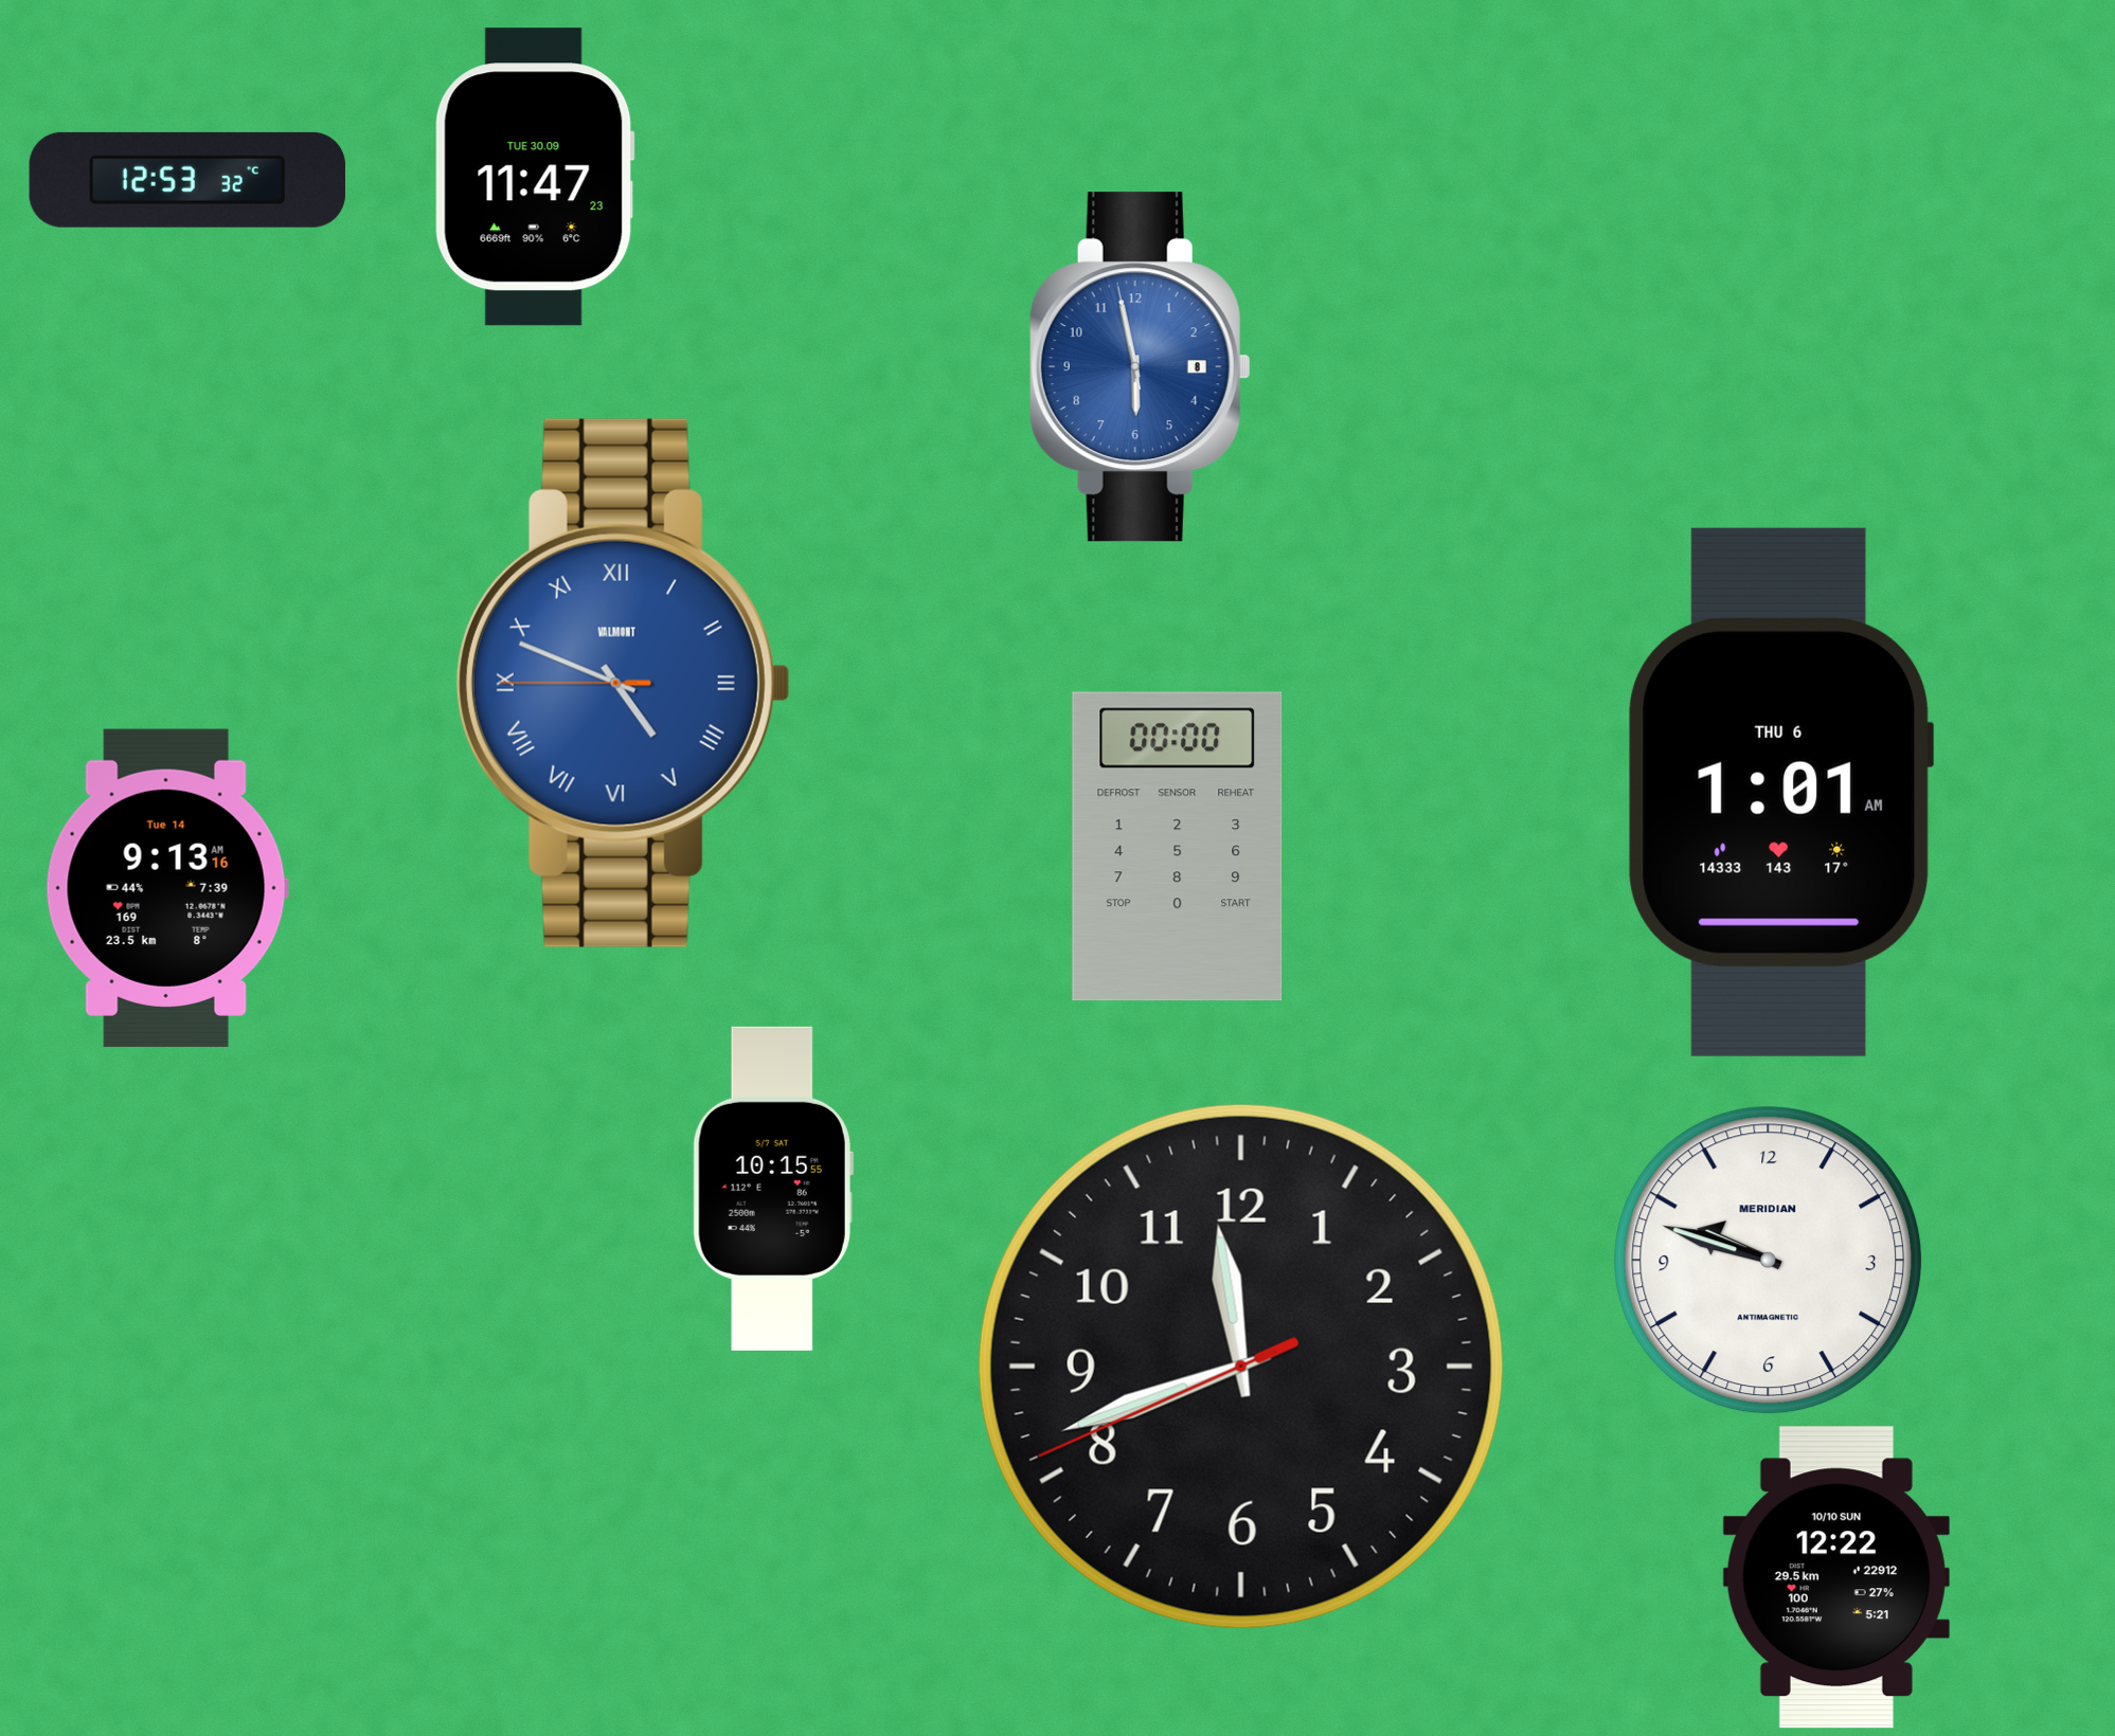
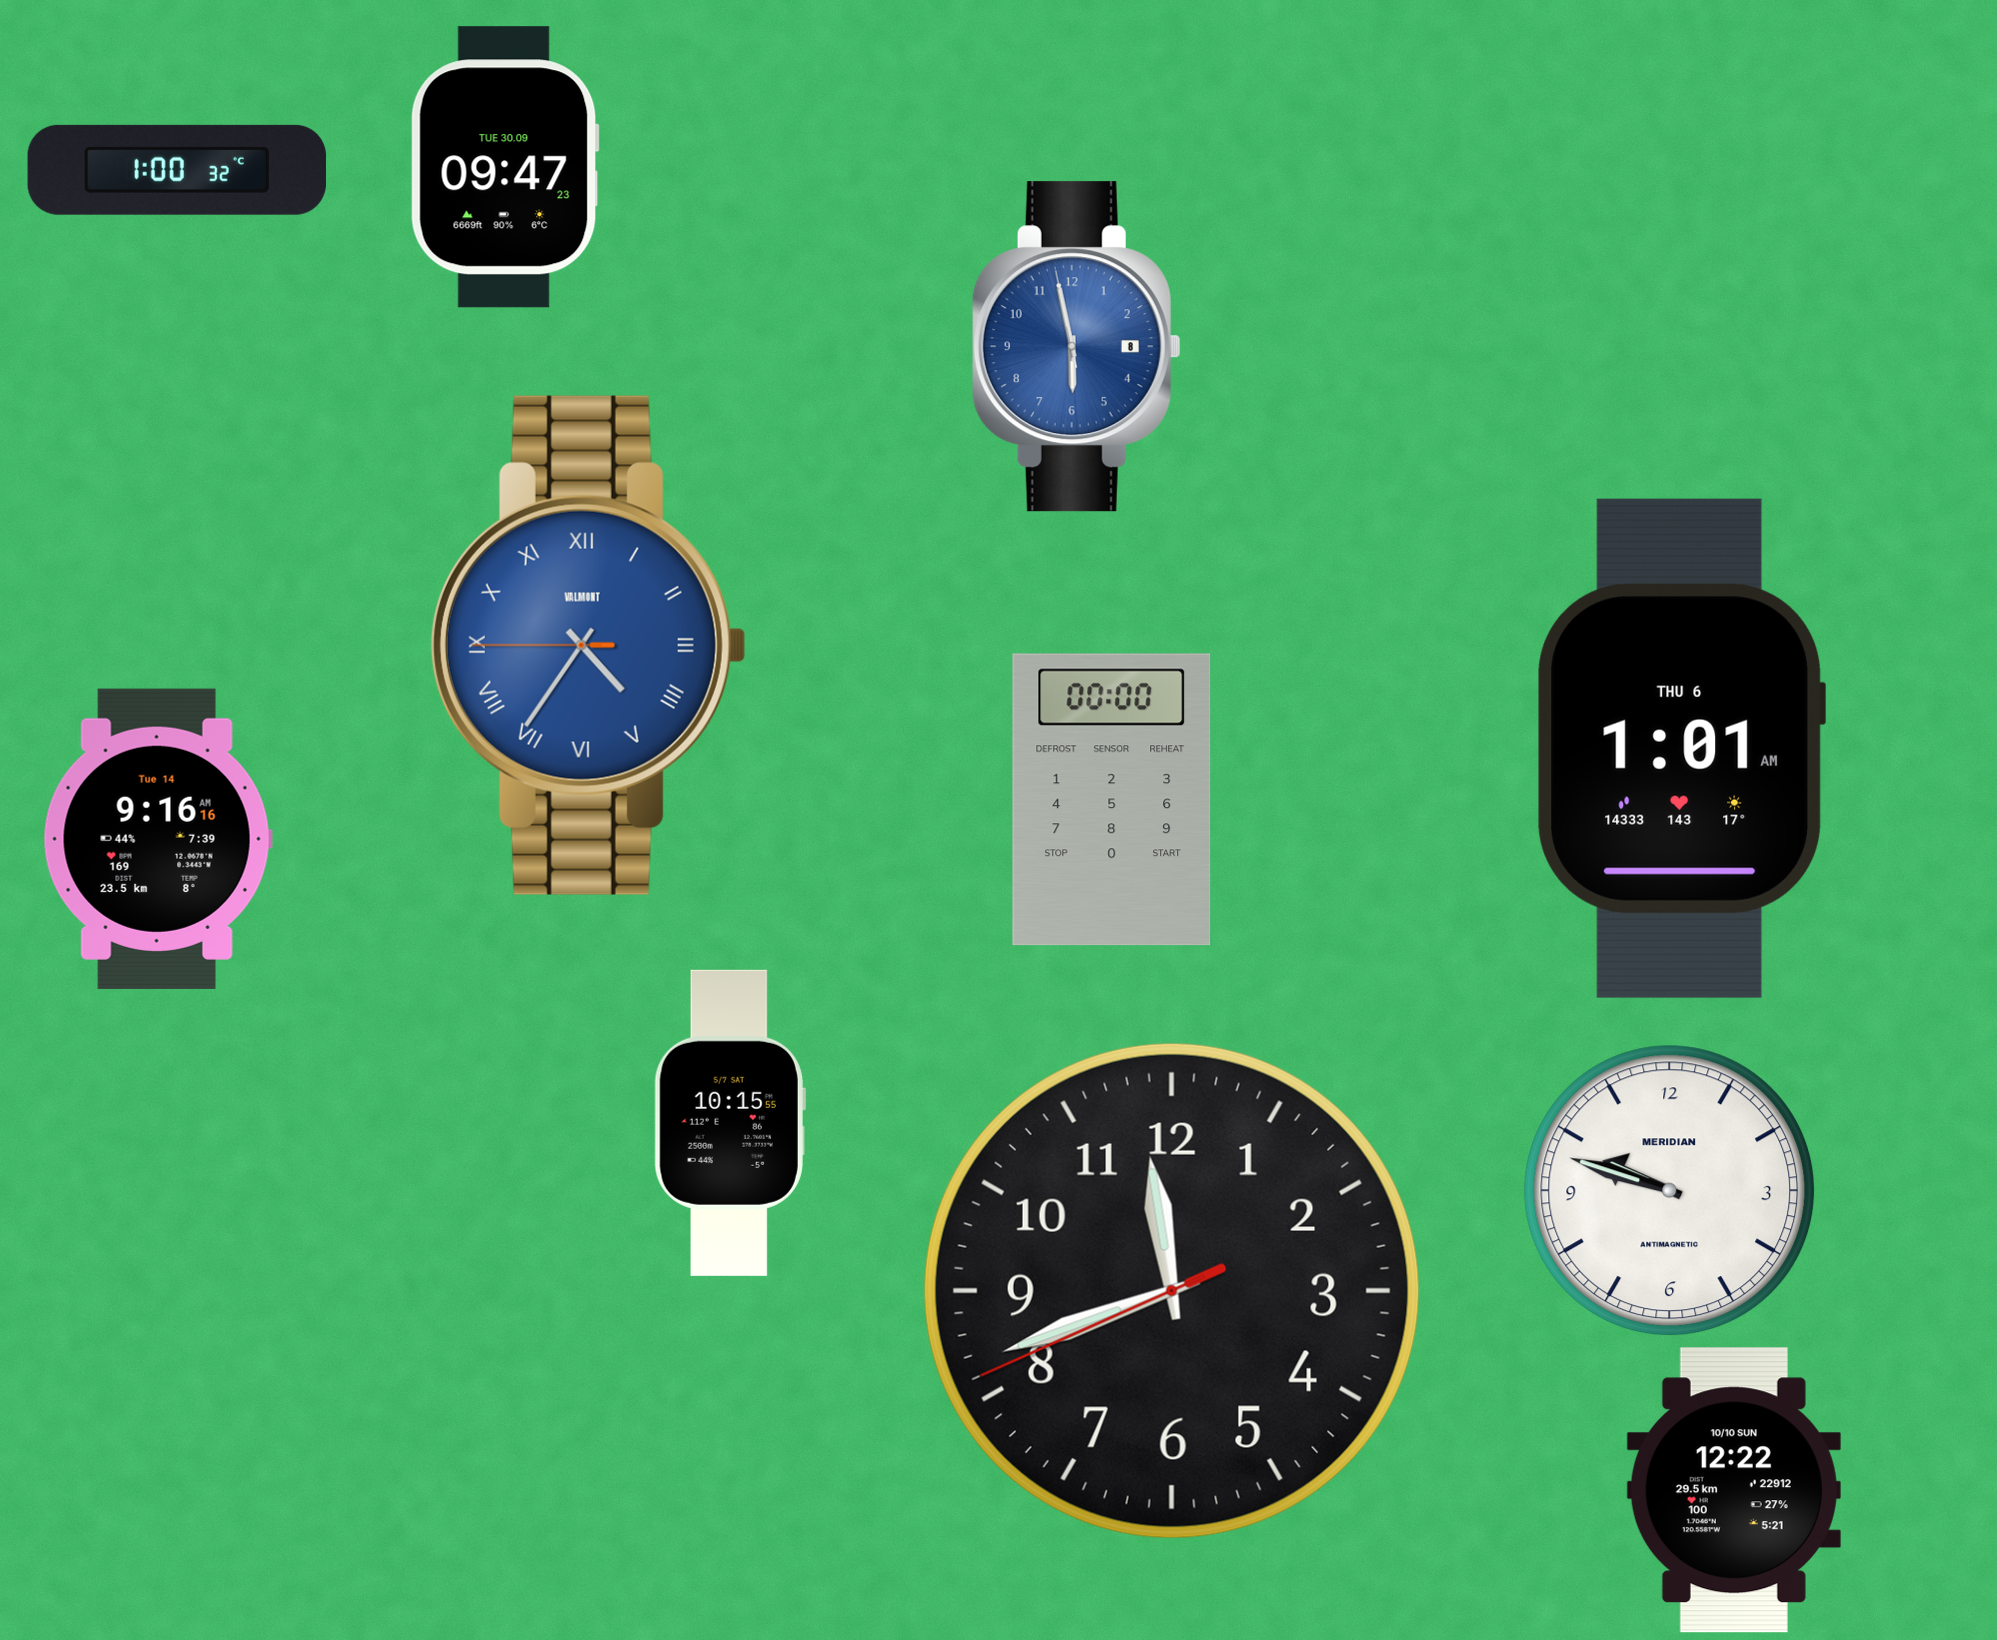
clock at (535, 177): 11:47 -> 09:47
clock at (187, 180): 12:53 -> 1:00
clock at (623, 683): 4:48 -> 4:35
clock at (167, 888): 9:13 -> 9:16
